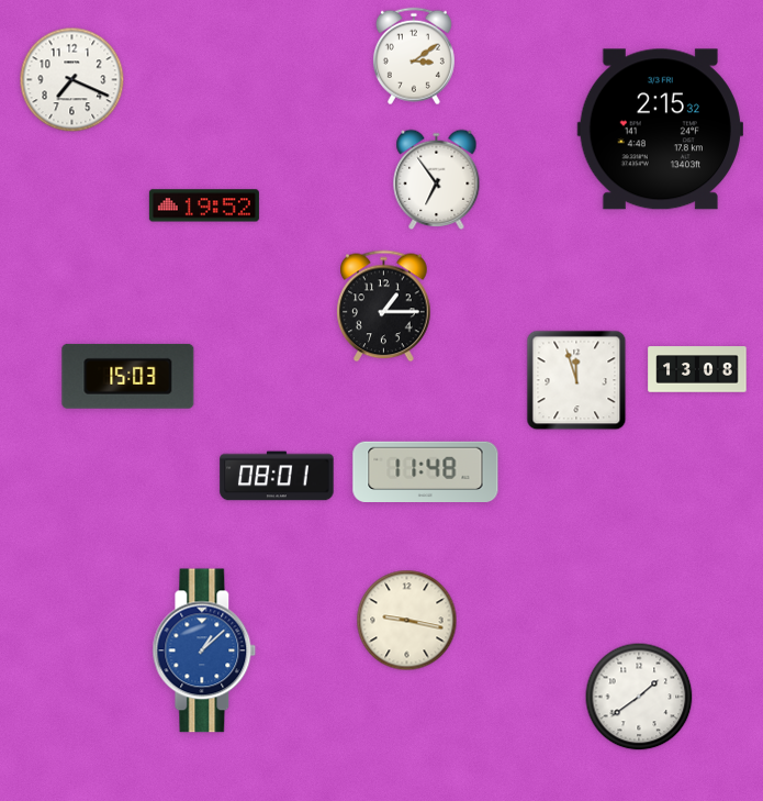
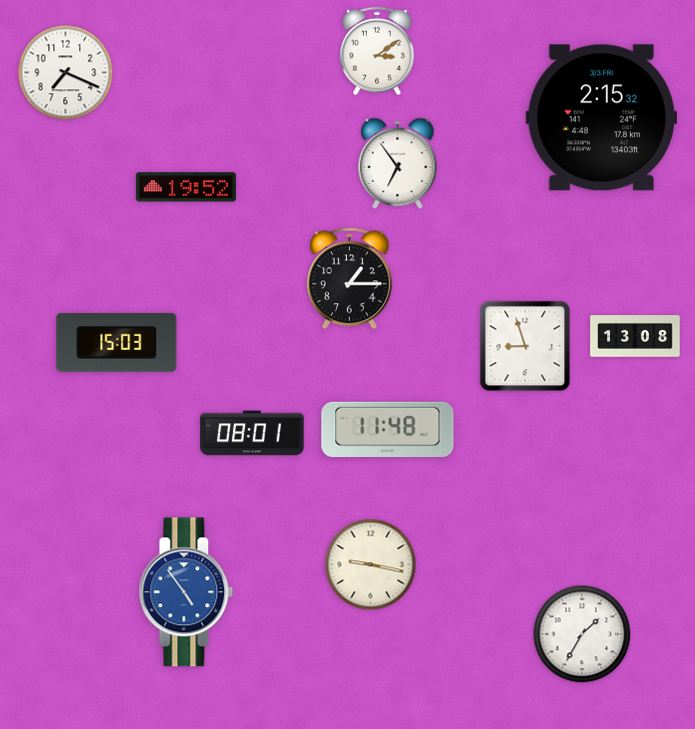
clock at (576, 380): 11:57 -> 8:57
clock at (204, 650): 1:08 -> 4:54
clock at (639, 697): 1:39 -> 1:35
